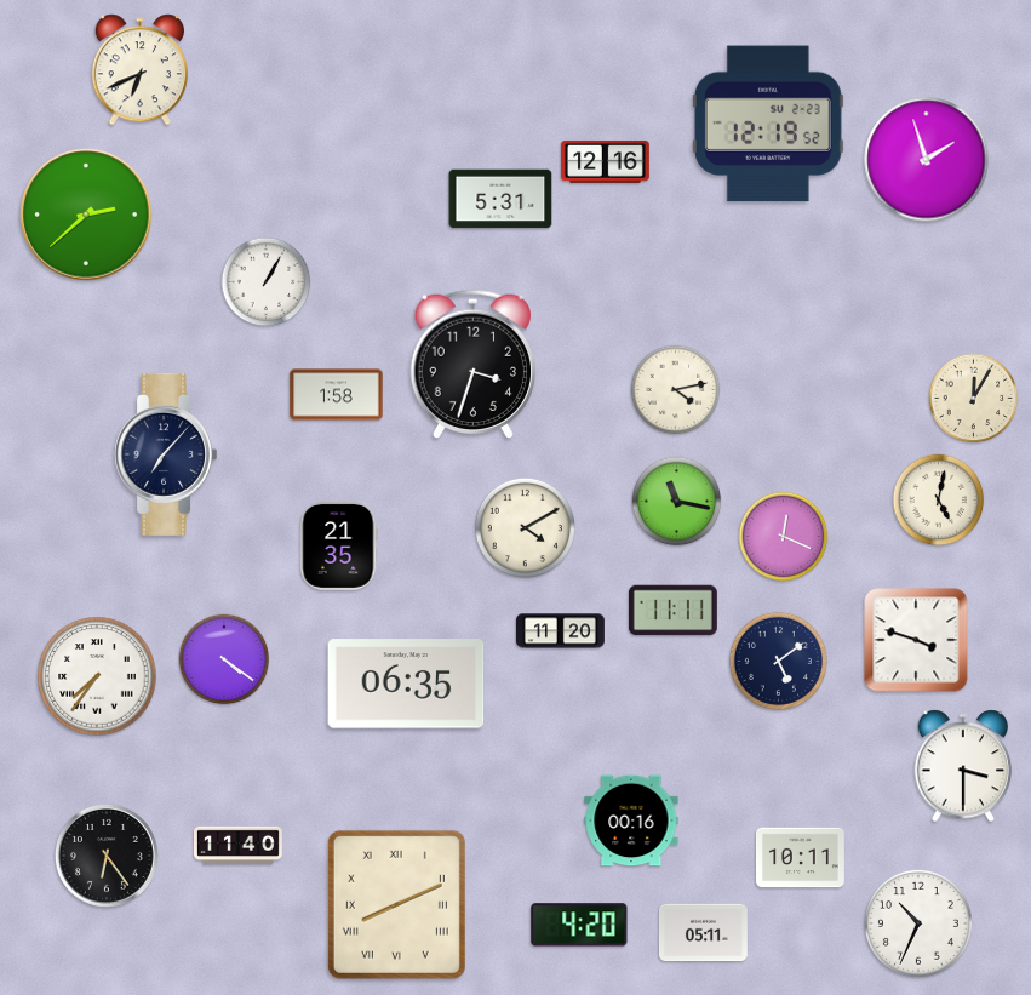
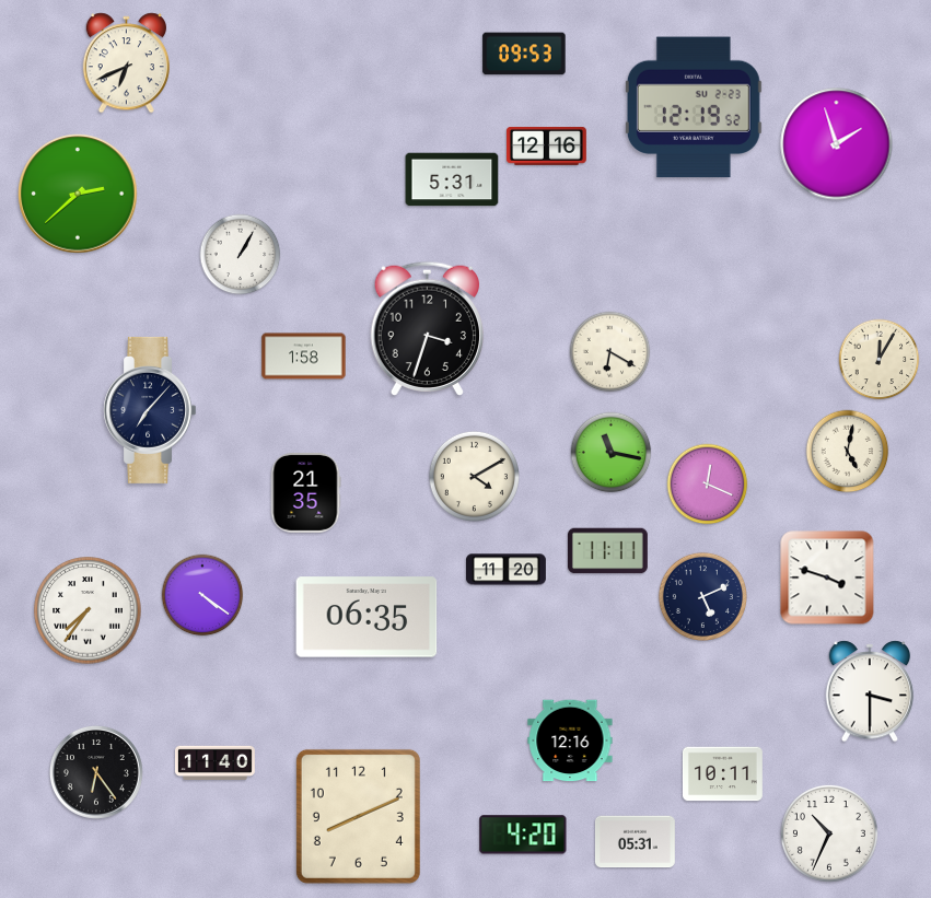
clock at (524, 54): none -> 09:53
clock at (768, 124) position: (768, 124) -> (694, 107)
clock at (676, 390): 4:13 -> 6:20
clock at (778, 661): 5:09 -> 5:11
clock at (631, 820): 00:16 -> 12:16
clock at (396, 904) numerals: Roman -> Arabic
clock at (703, 933): 05:11 -> 05:31
